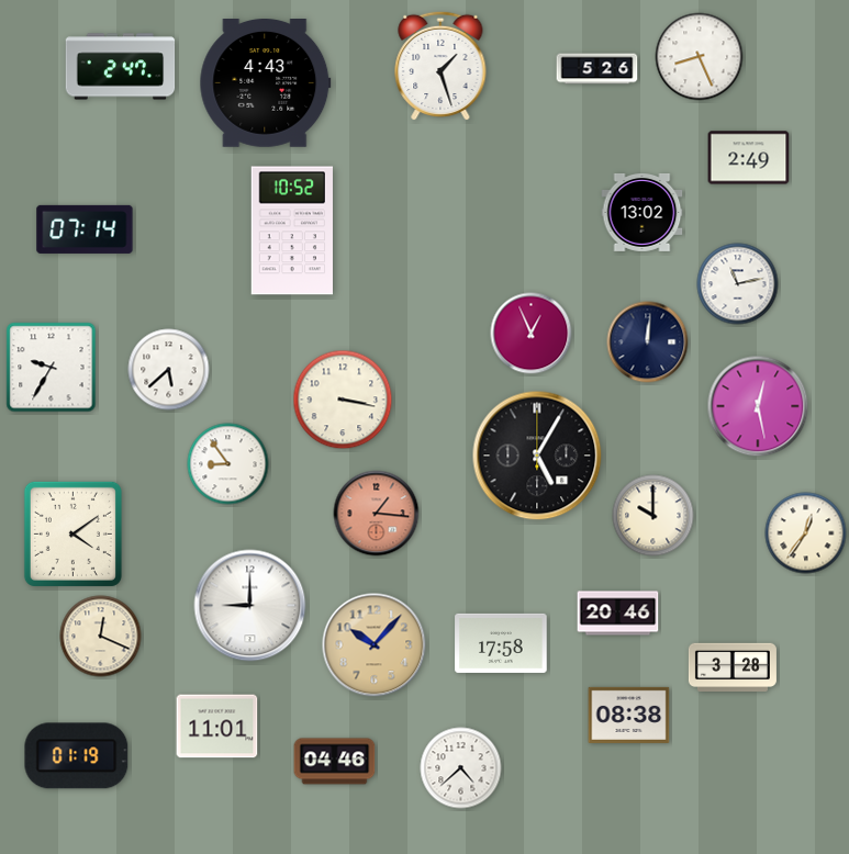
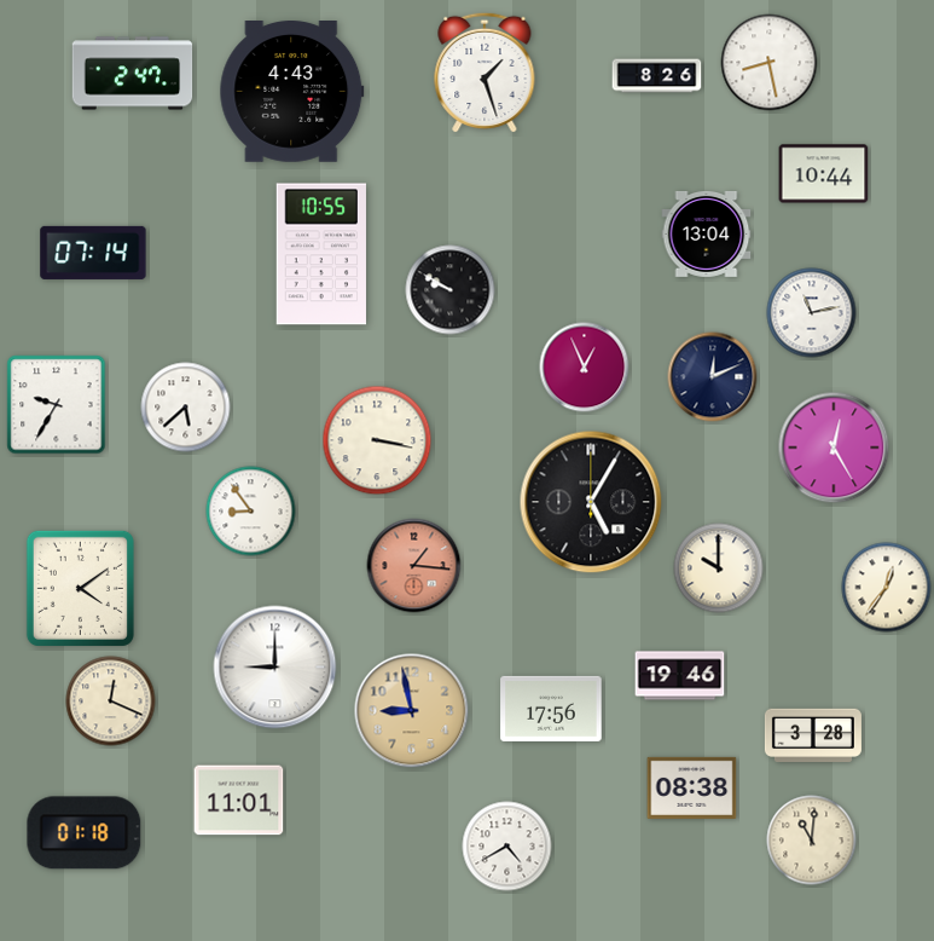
clock at (700, 57): 8:26 -> 8:28
clock at (597, 69): 5:26 -> 8:26
clock at (749, 158): 2:49 -> 10:44
clock at (643, 212): 13:02 -> 13:04
clock at (291, 231): 10:52 -> 10:55
clock at (451, 290): none -> 9:50
clock at (648, 342): 12:01 -> 12:11
clock at (758, 406): 12:28 -> 12:25
clock at (618, 614): 20:46 -> 19:46
clock at (501, 643): 17:58 -> 17:56
clock at (375, 645): 10:07 -> 8:58
clock at (733, 666) position: (733, 666) -> (813, 734)
clock at (77, 756): 01:19 -> 01:18
clock at (335, 762): 04:46 -> none
clock at (812, 841): none -> 11:01
clock at (461, 768): 4:38 -> 4:40
